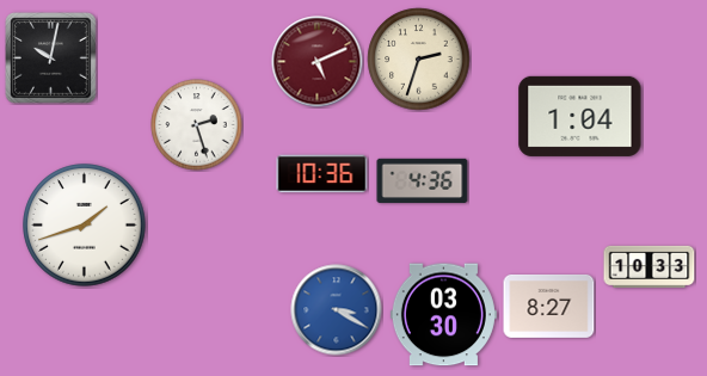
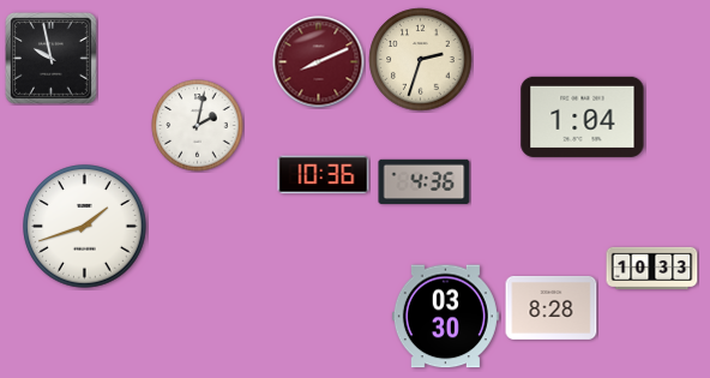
clock at (51, 58): 10:02 -> 9:58
clock at (318, 62): 5:11 -> 8:11
clock at (197, 125): 2:27 -> 2:02
clock at (549, 306): 8:27 -> 8:28
clock at (337, 310): 3:20 -> none
